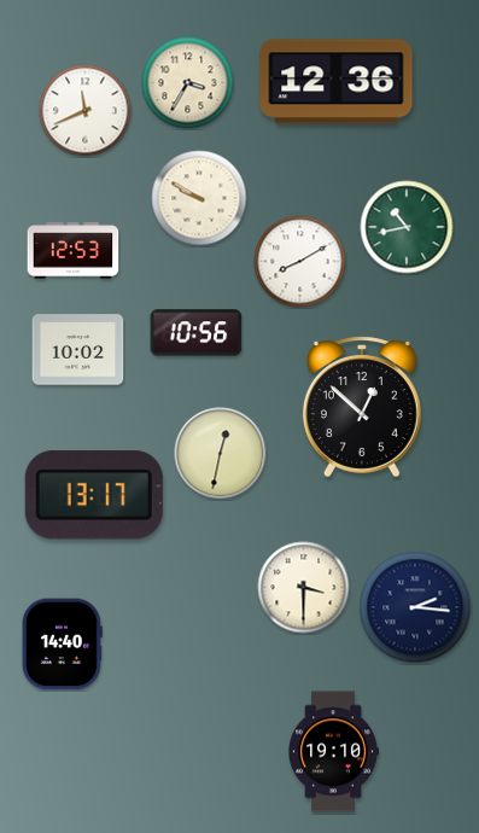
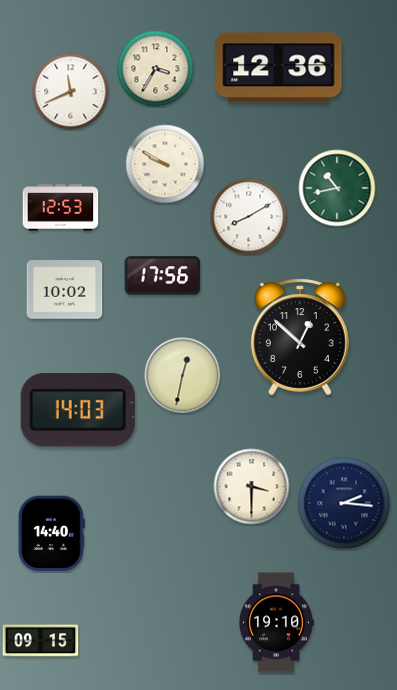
clock at (197, 333): 10:56 -> 17:56
clock at (94, 495): 13:17 -> 14:03
clock at (41, 641): none -> 09:15
